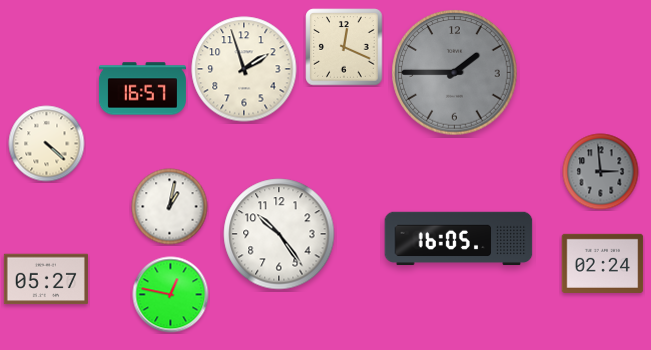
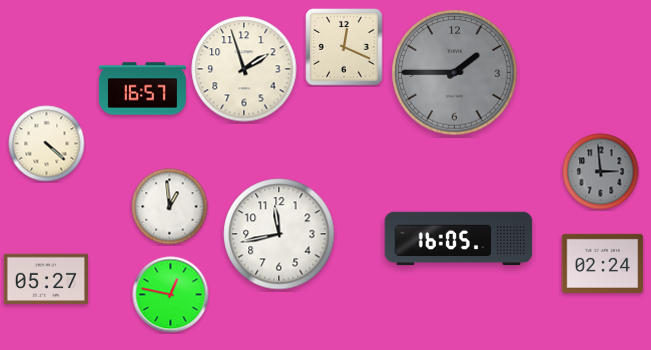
clock at (170, 207): 1:02 -> 12:59
clock at (279, 234): 10:24 -> 11:43
